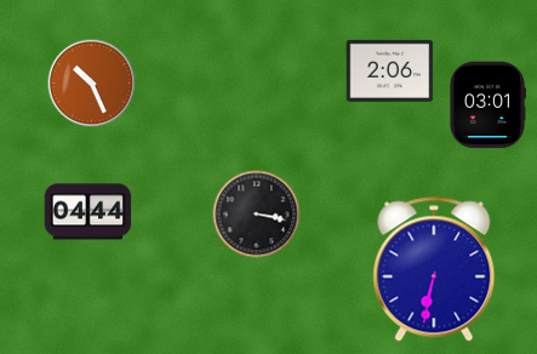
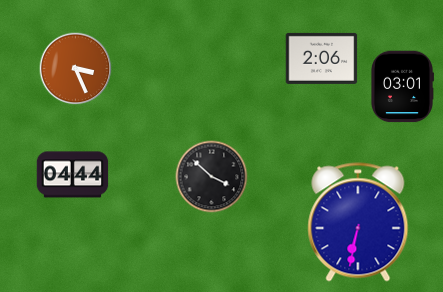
clock at (92, 84): 10:26 -> 3:26
clock at (257, 215): 3:17 -> 3:52
